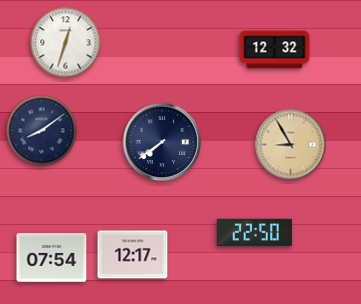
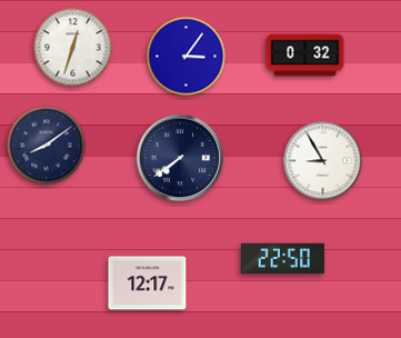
clock at (275, 50): 12:32 -> 0:32
clock at (187, 57): none -> 3:06
clock at (291, 145) dial: champagne -> white
clock at (52, 258): 07:54 -> none
